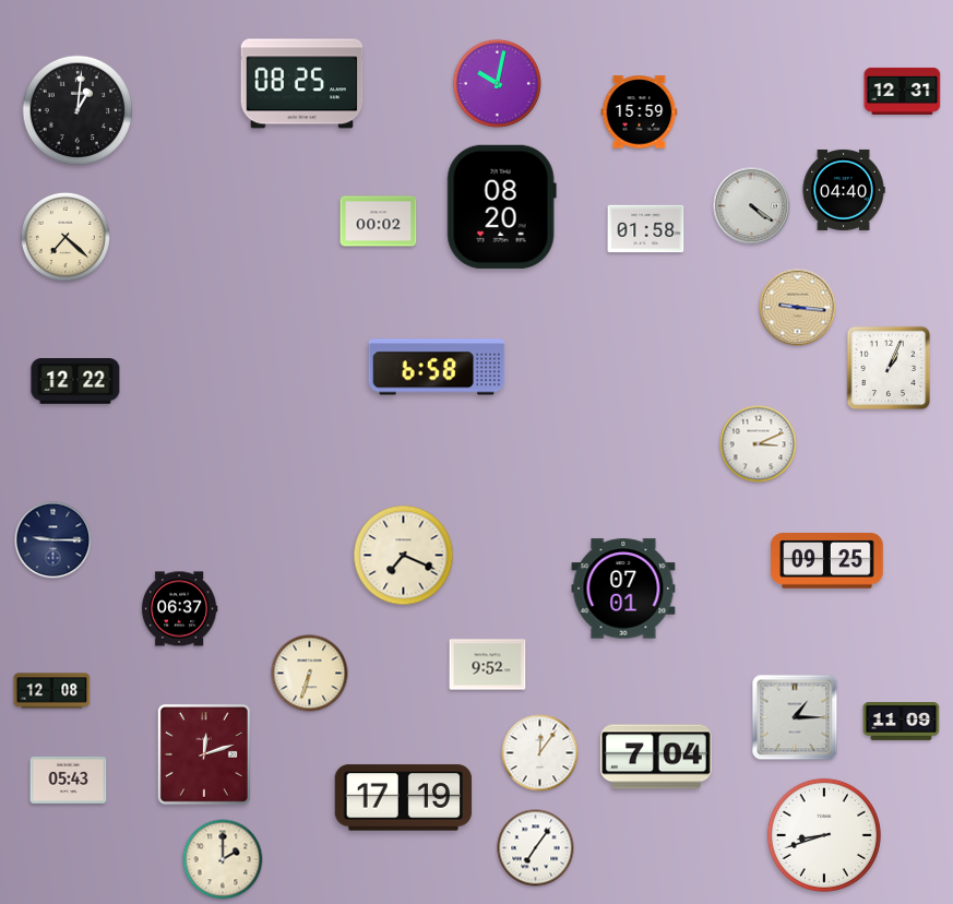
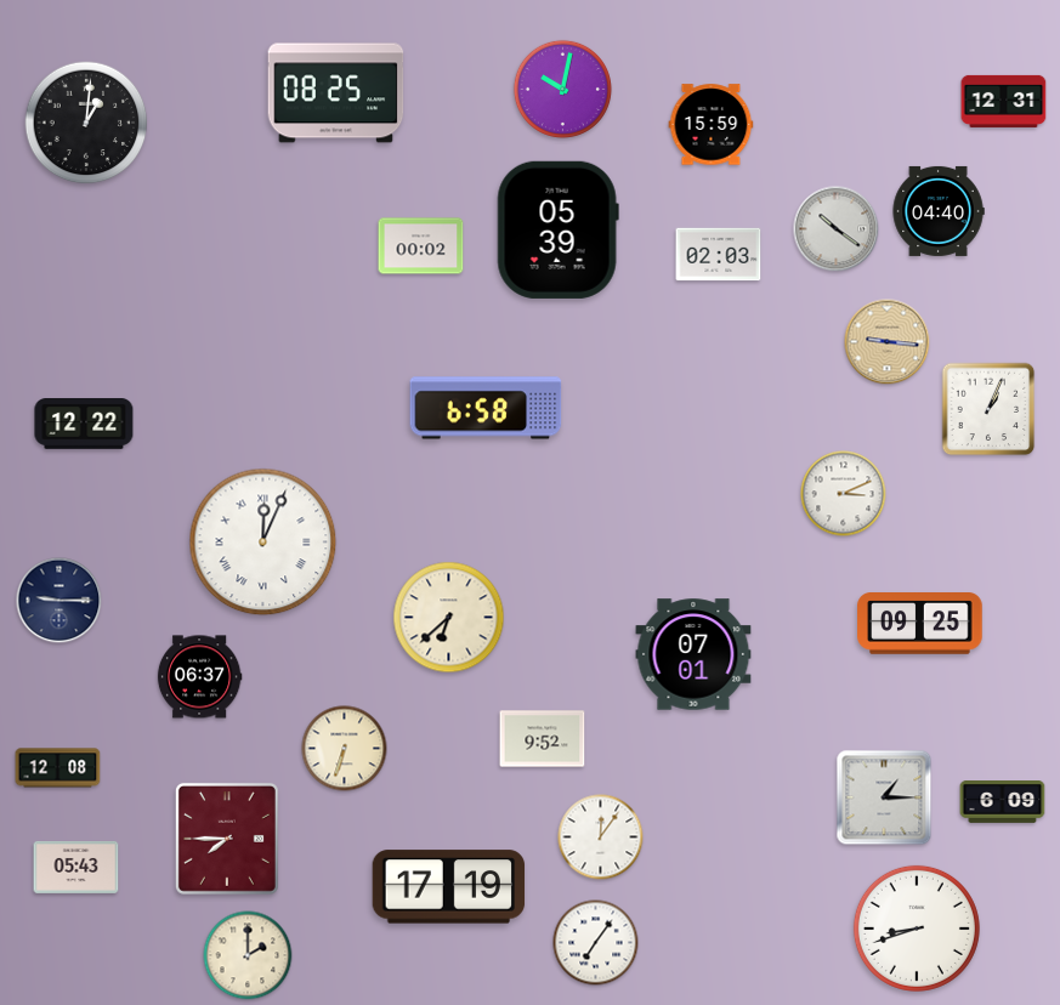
clock at (497, 83) position: (497, 83) -> (562, 89)
clock at (501, 206): 08:20 -> 05:39
clock at (752, 206): 4:21 -> 10:21
clock at (646, 229): 01:58 -> 02:03
clock at (65, 237): 7:22 -> none
clock at (263, 543): none -> 12:04
clock at (404, 556): 7:19 -> 6:38
clock at (902, 722): 11:09 -> 6:09
clock at (204, 754): 12:12 -> 7:45
clock at (656, 757): 7:04 -> none
